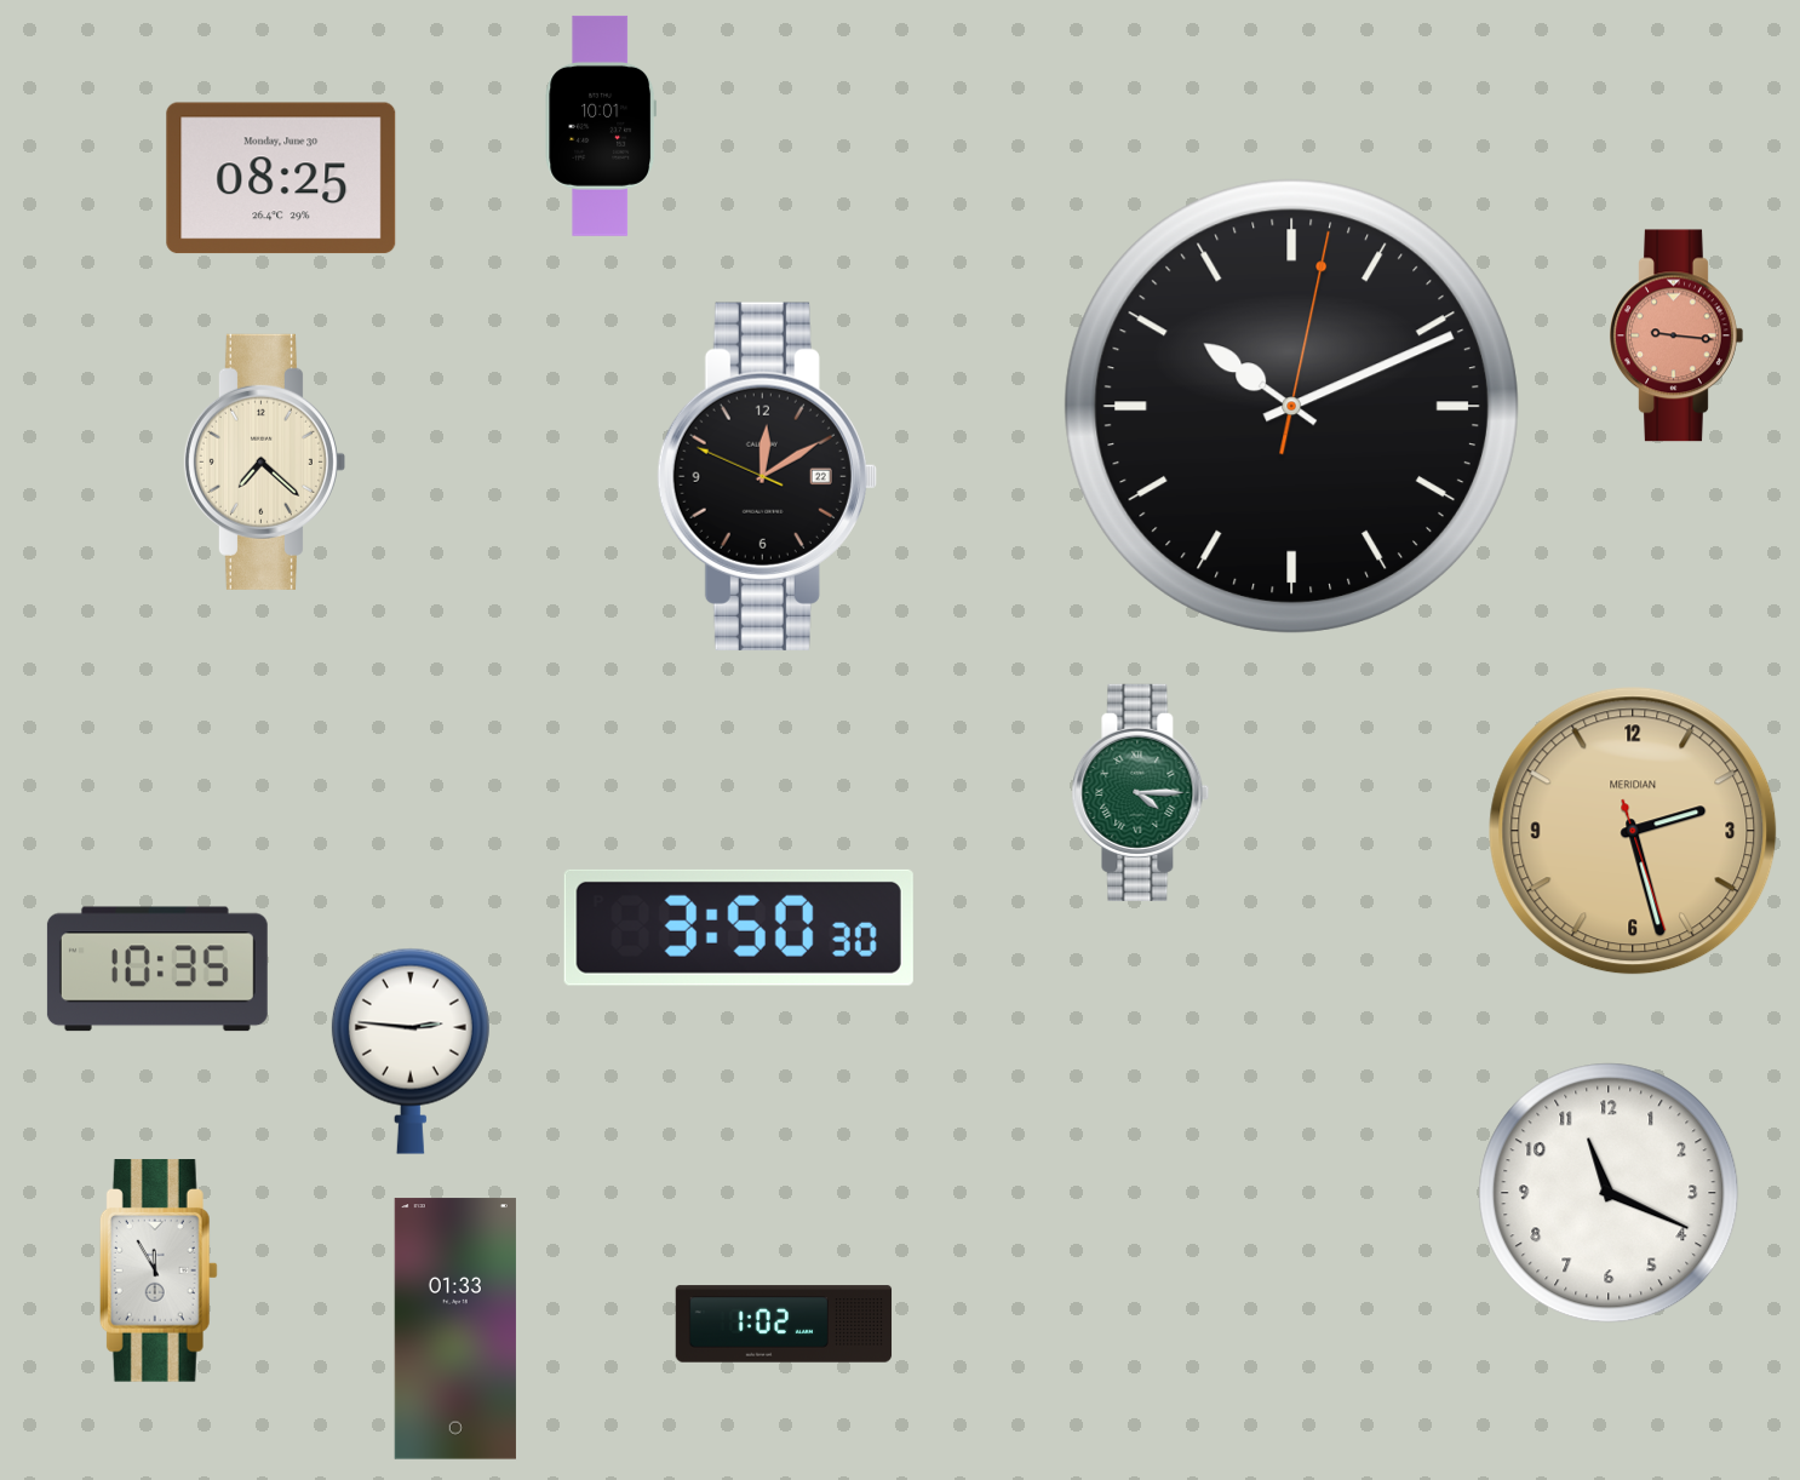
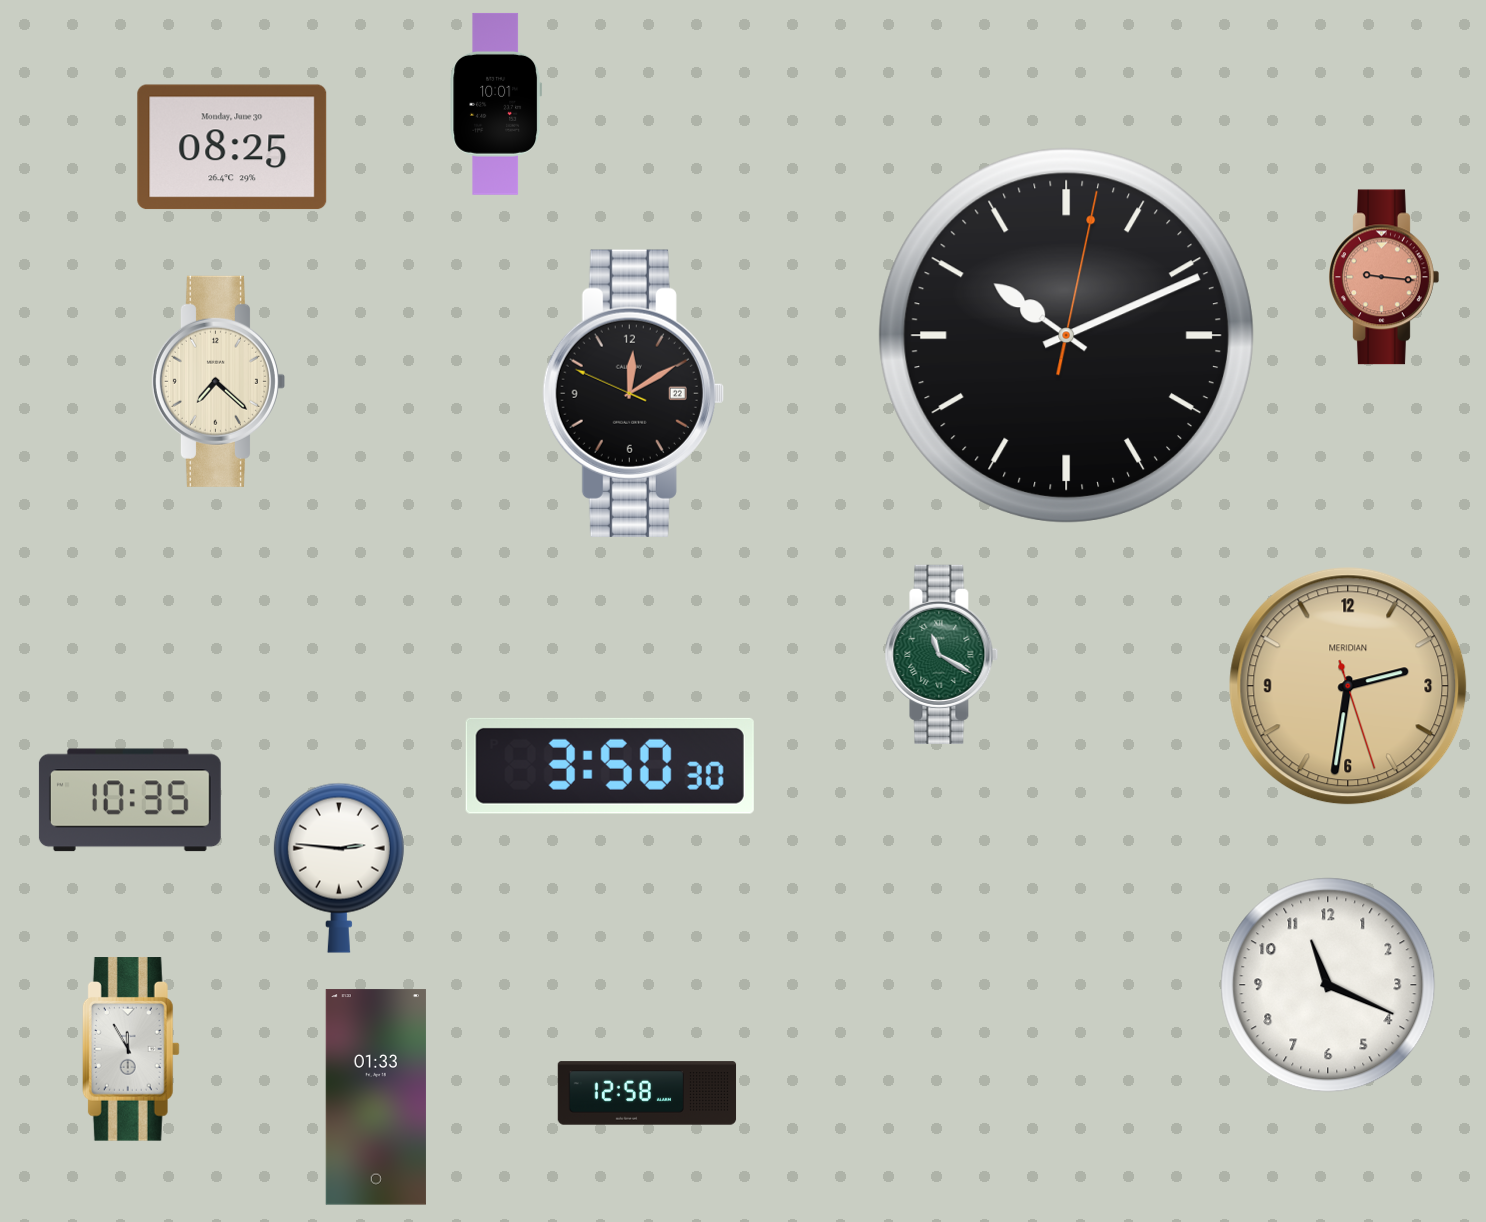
clock at (1141, 792): 4:15 -> 11:20
clock at (1633, 831): 2:27 -> 2:31
clock at (784, 1324): 1:02 -> 12:58
